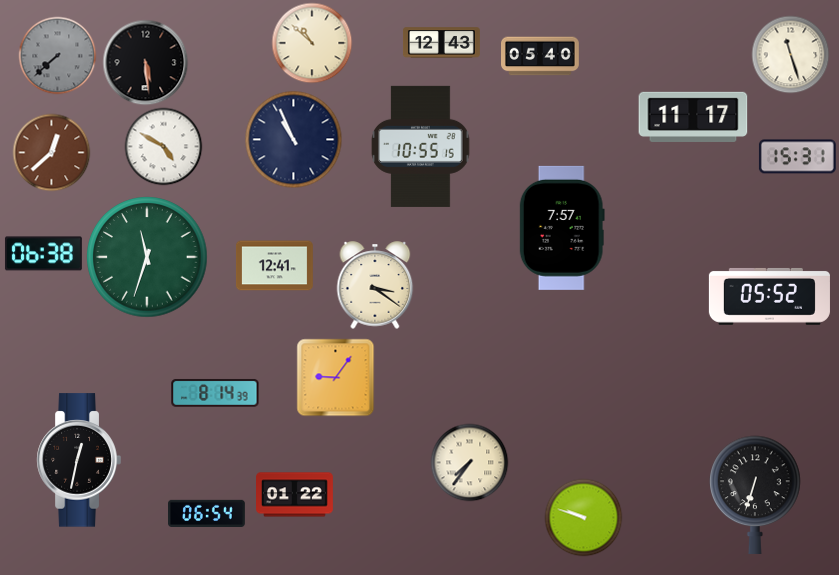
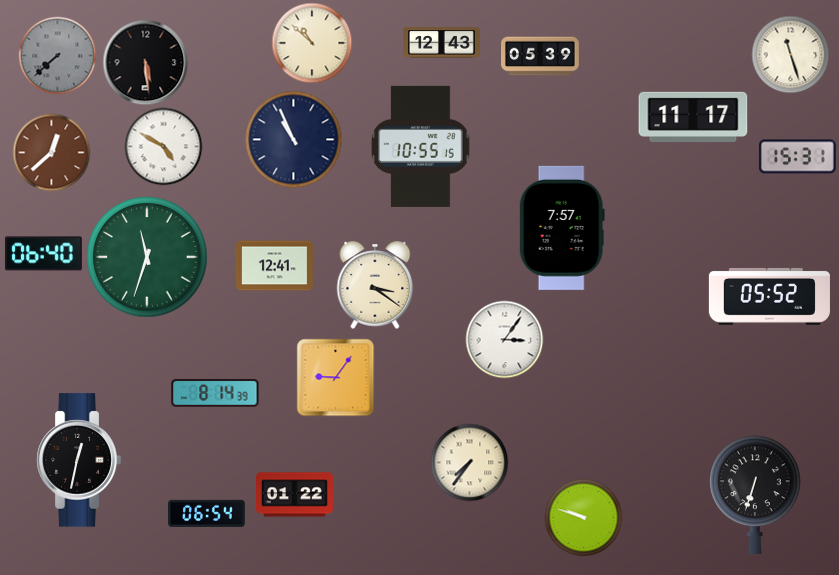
clock at (541, 56): 05:40 -> 05:39
clock at (43, 254): 06:38 -> 06:40
clock at (504, 339): none -> 3:06
